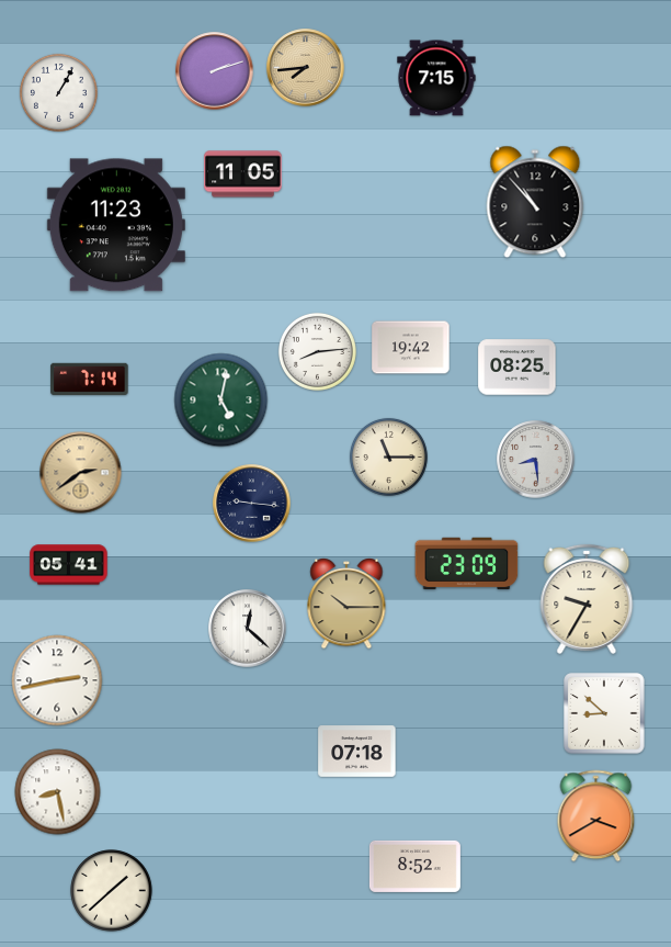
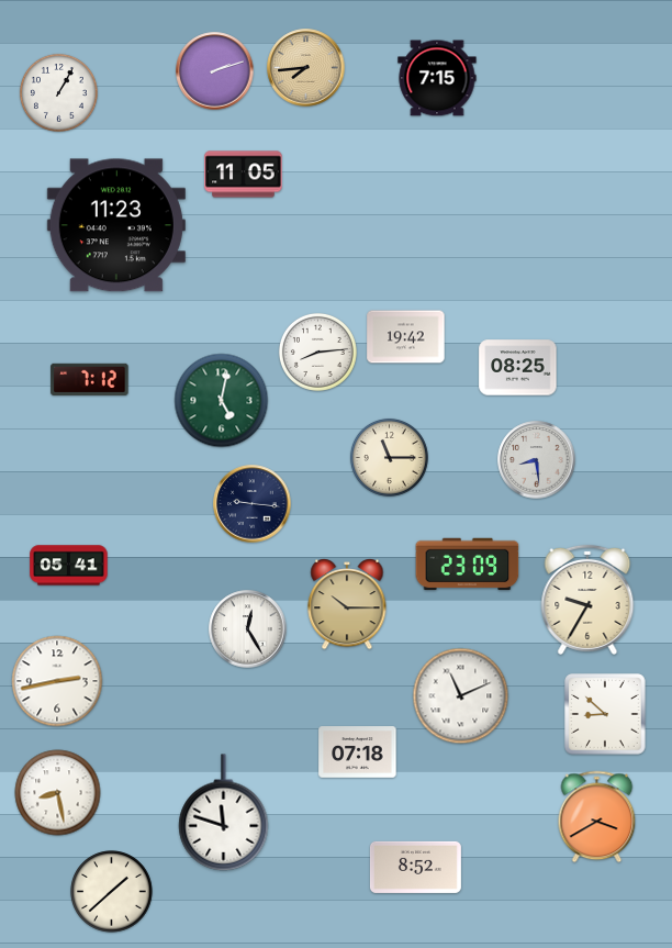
clock at (535, 202): 10:53 -> none
clock at (411, 348) position: (411, 348) -> (406, 337)
clock at (90, 379): 7:14 -> 7:12
clock at (81, 473): 2:39 -> none
clock at (248, 629): 12:22 -> 12:25
clock at (461, 696): none -> 11:11
clock at (224, 813): none -> 11:48
